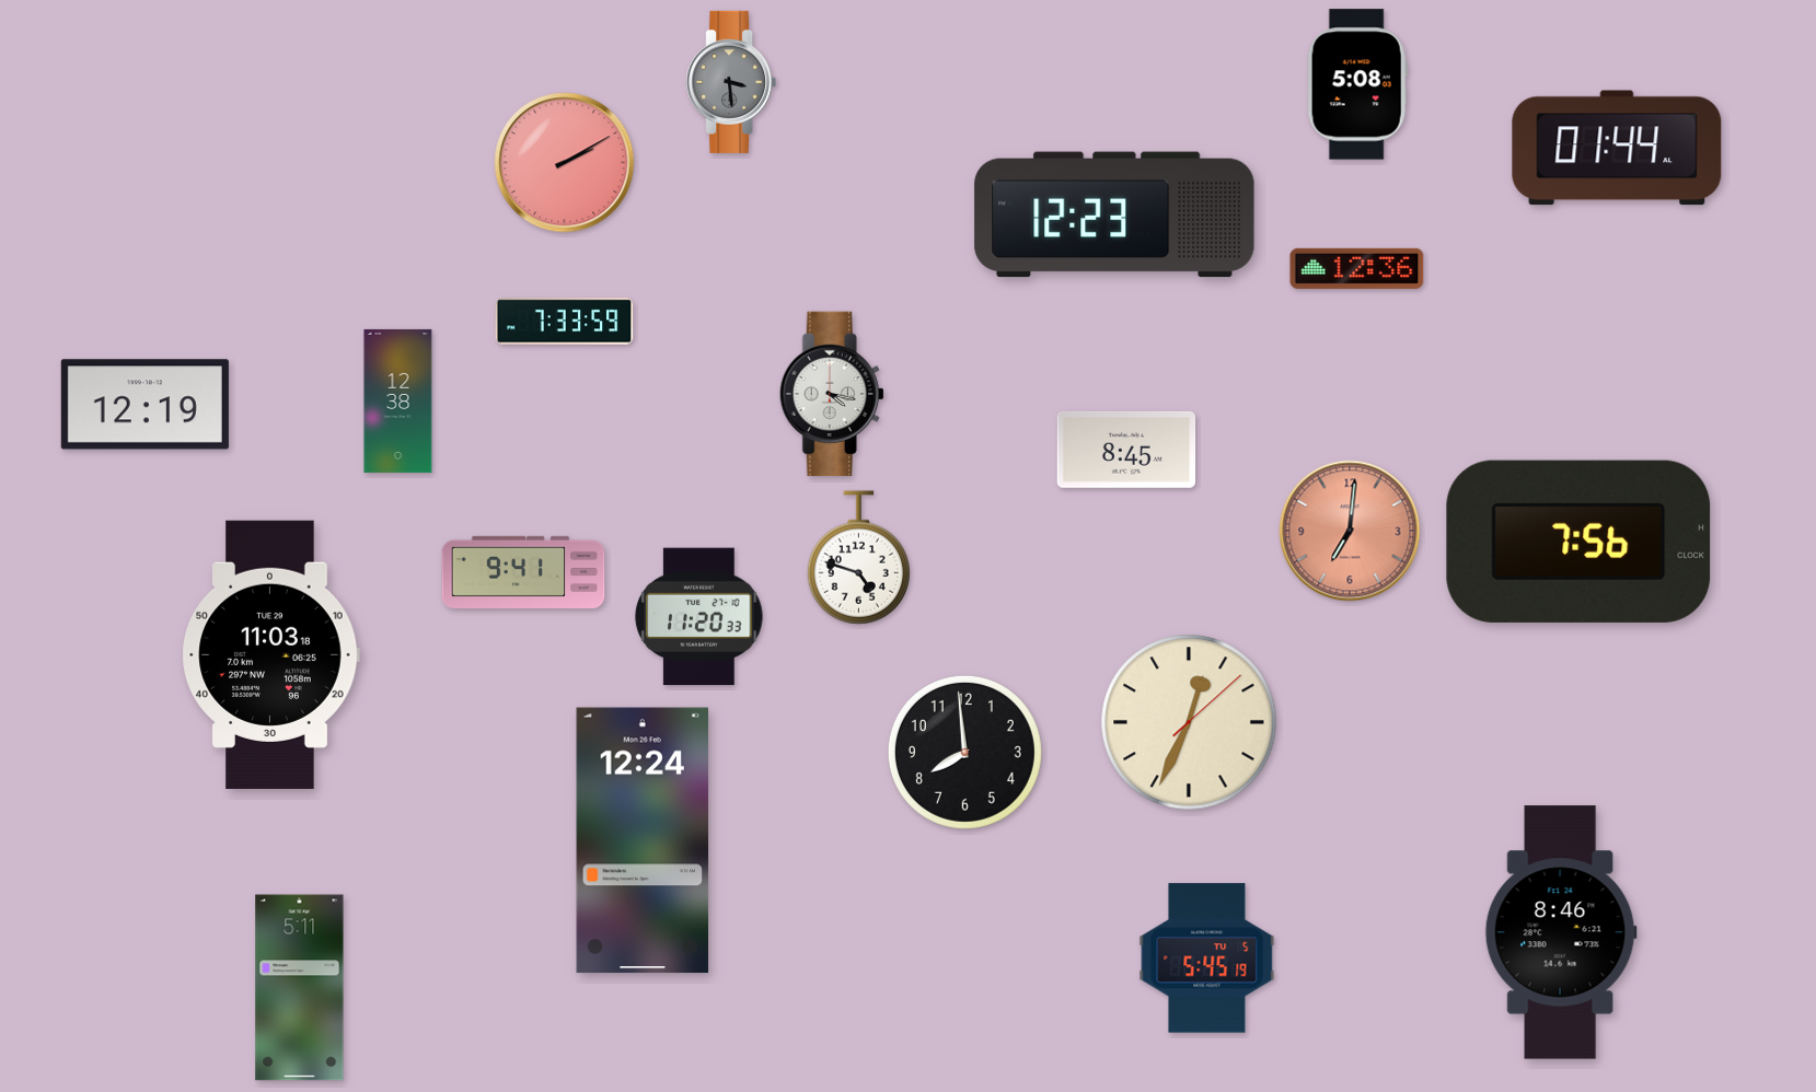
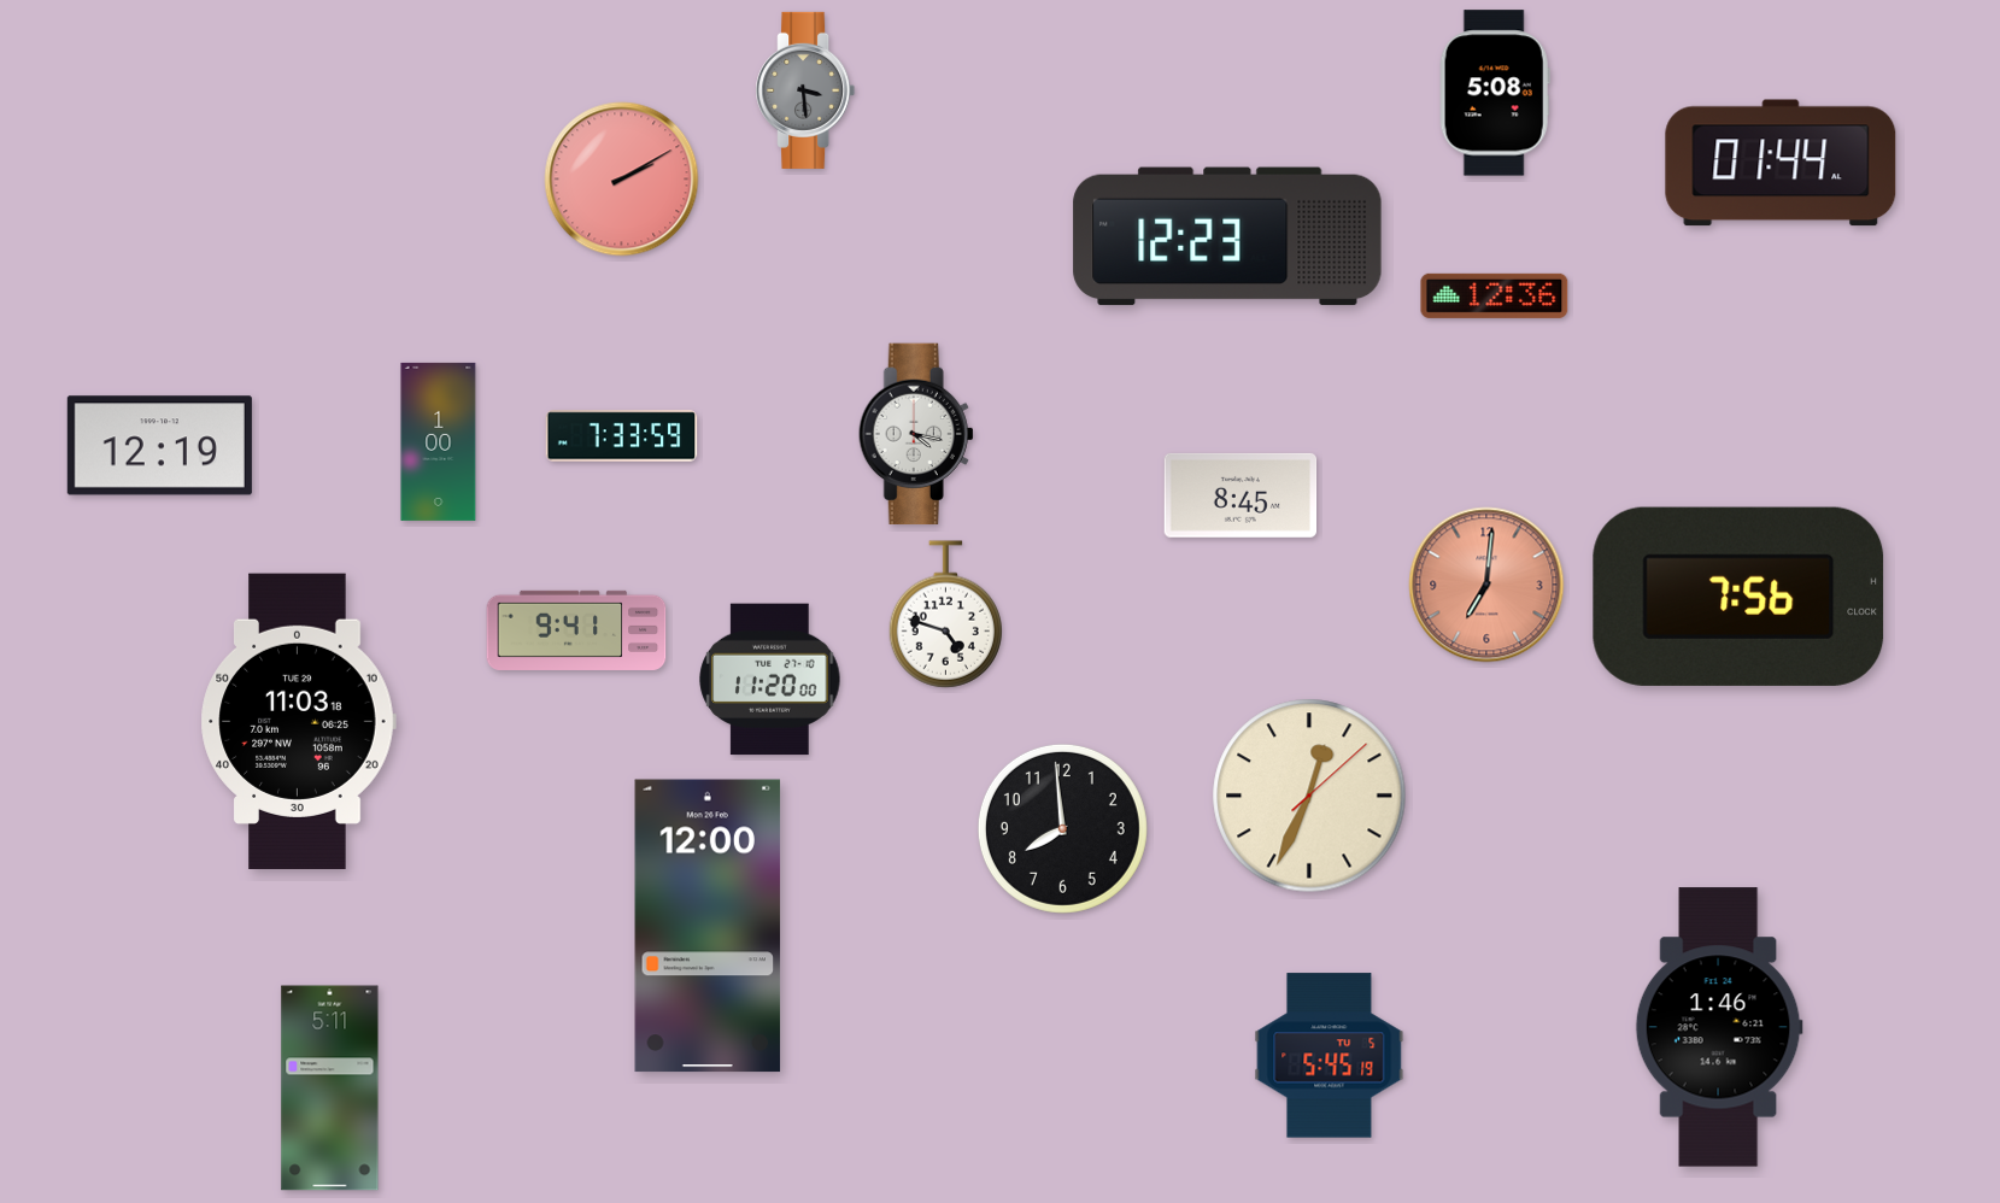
clock at (565, 322) position: (565, 322) -> (622, 436)
clock at (398, 400): 12:38 -> 1:00
clock at (699, 617): 11:20:33 -> 11:20:00
clock at (643, 840): 12:24 -> 12:00
clock at (1561, 932): 8:46 -> 1:46
